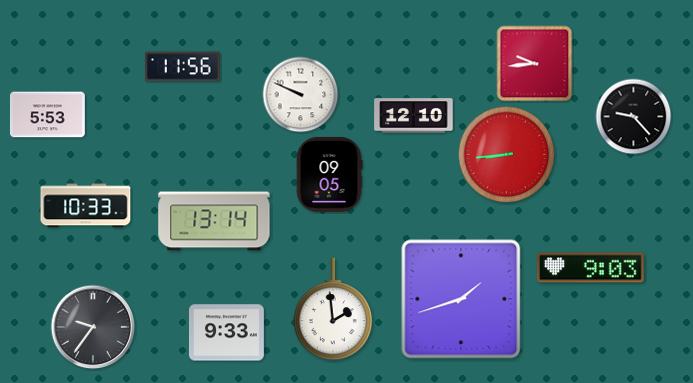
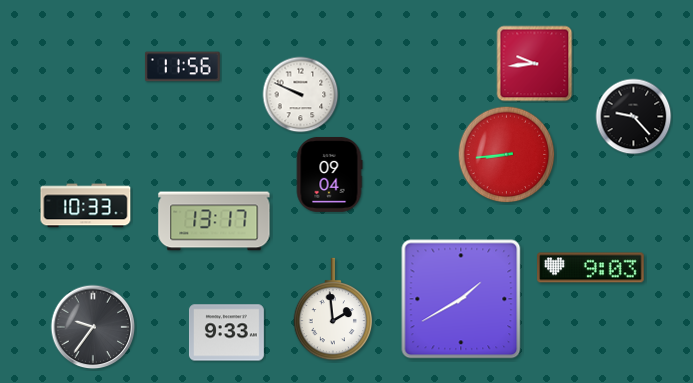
clock at (47, 115): 5:53 -> none
clock at (414, 116): 12:10 -> none
clock at (329, 174): 09:05 -> 09:04
clock at (214, 221): 13:14 -> 13:17
clock at (461, 299): 1:42 -> 1:40
